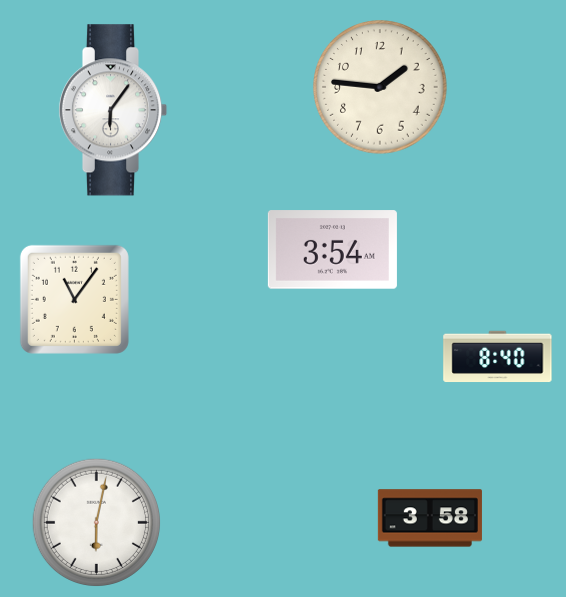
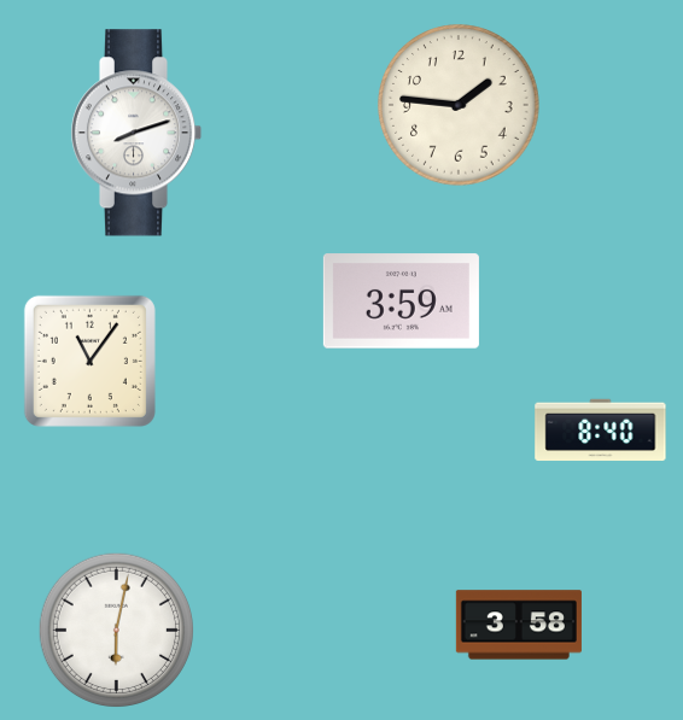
clock at (113, 110): 6:06 -> 8:12
clock at (332, 250): 3:54 -> 3:59
